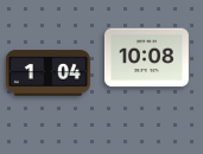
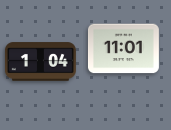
clock at (146, 58): 10:08 -> 11:01
